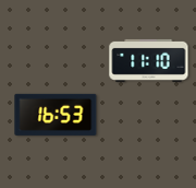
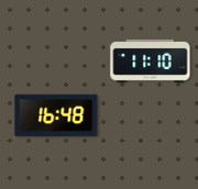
clock at (56, 115): 16:53 -> 16:48
